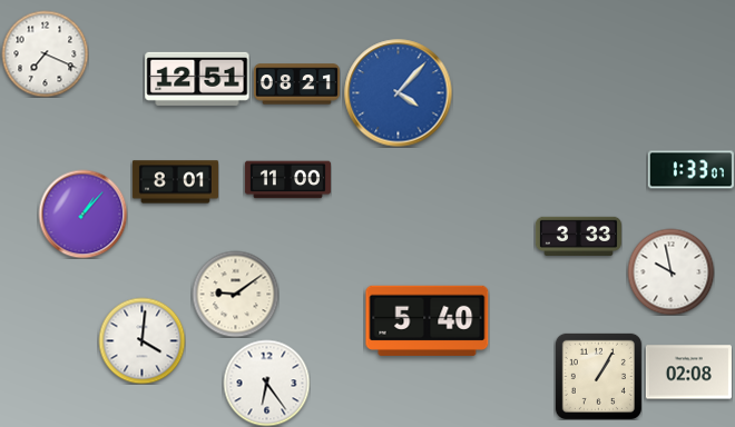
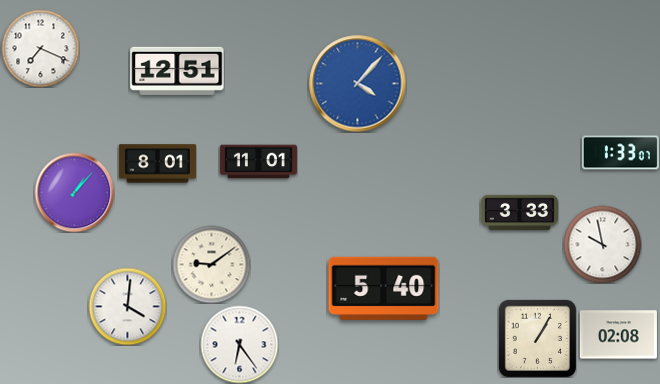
clock at (296, 85): 08:21 -> none
clock at (287, 180): 11:00 -> 11:01
